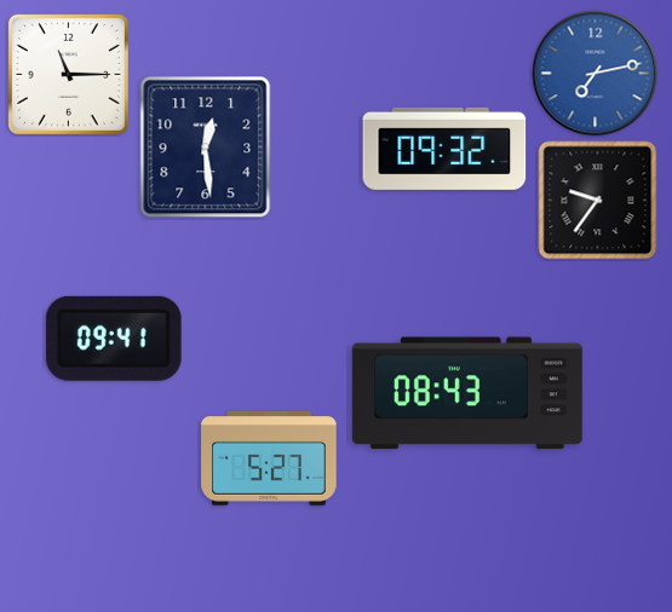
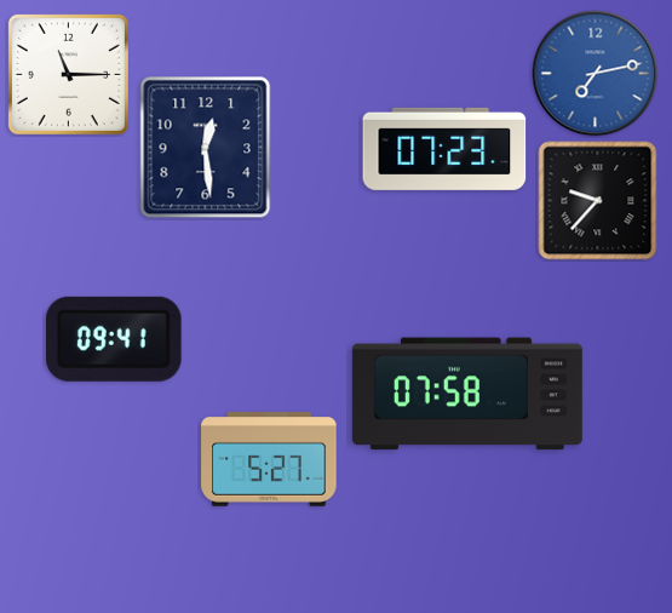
clock at (444, 149): 09:32 -> 07:23
clock at (598, 201): 9:36 -> 9:37
clock at (467, 393): 08:43 -> 07:58
